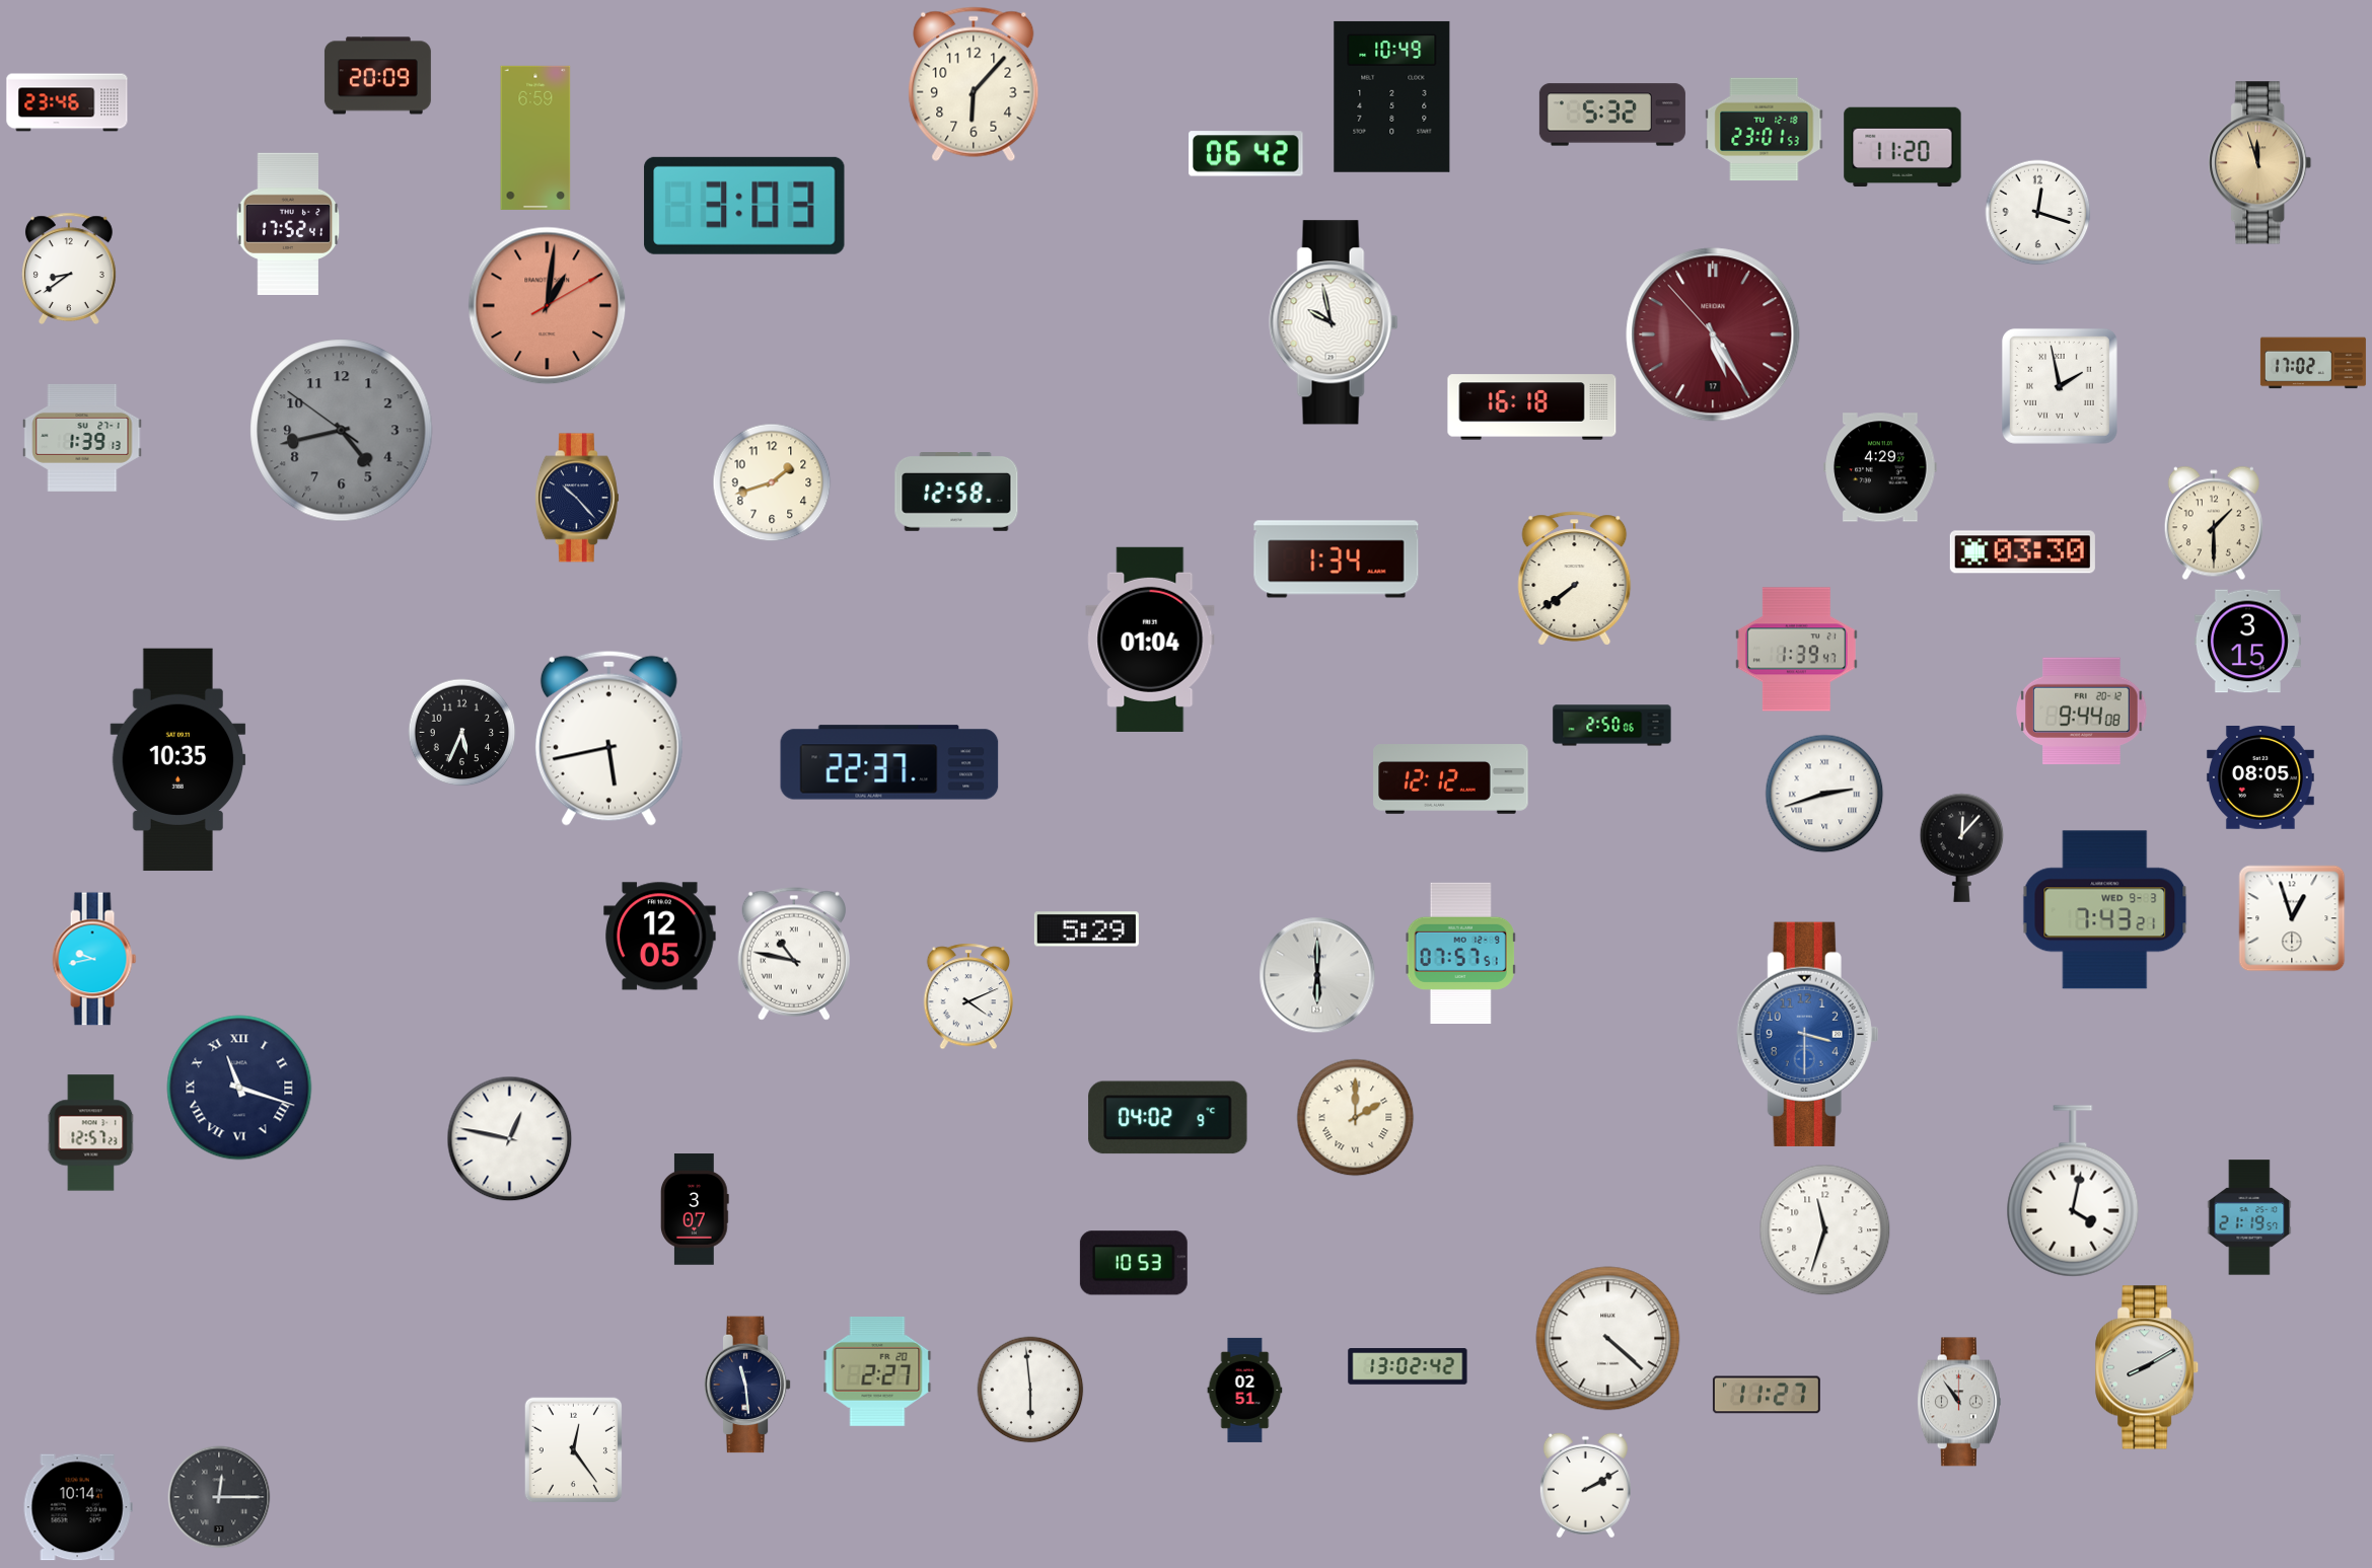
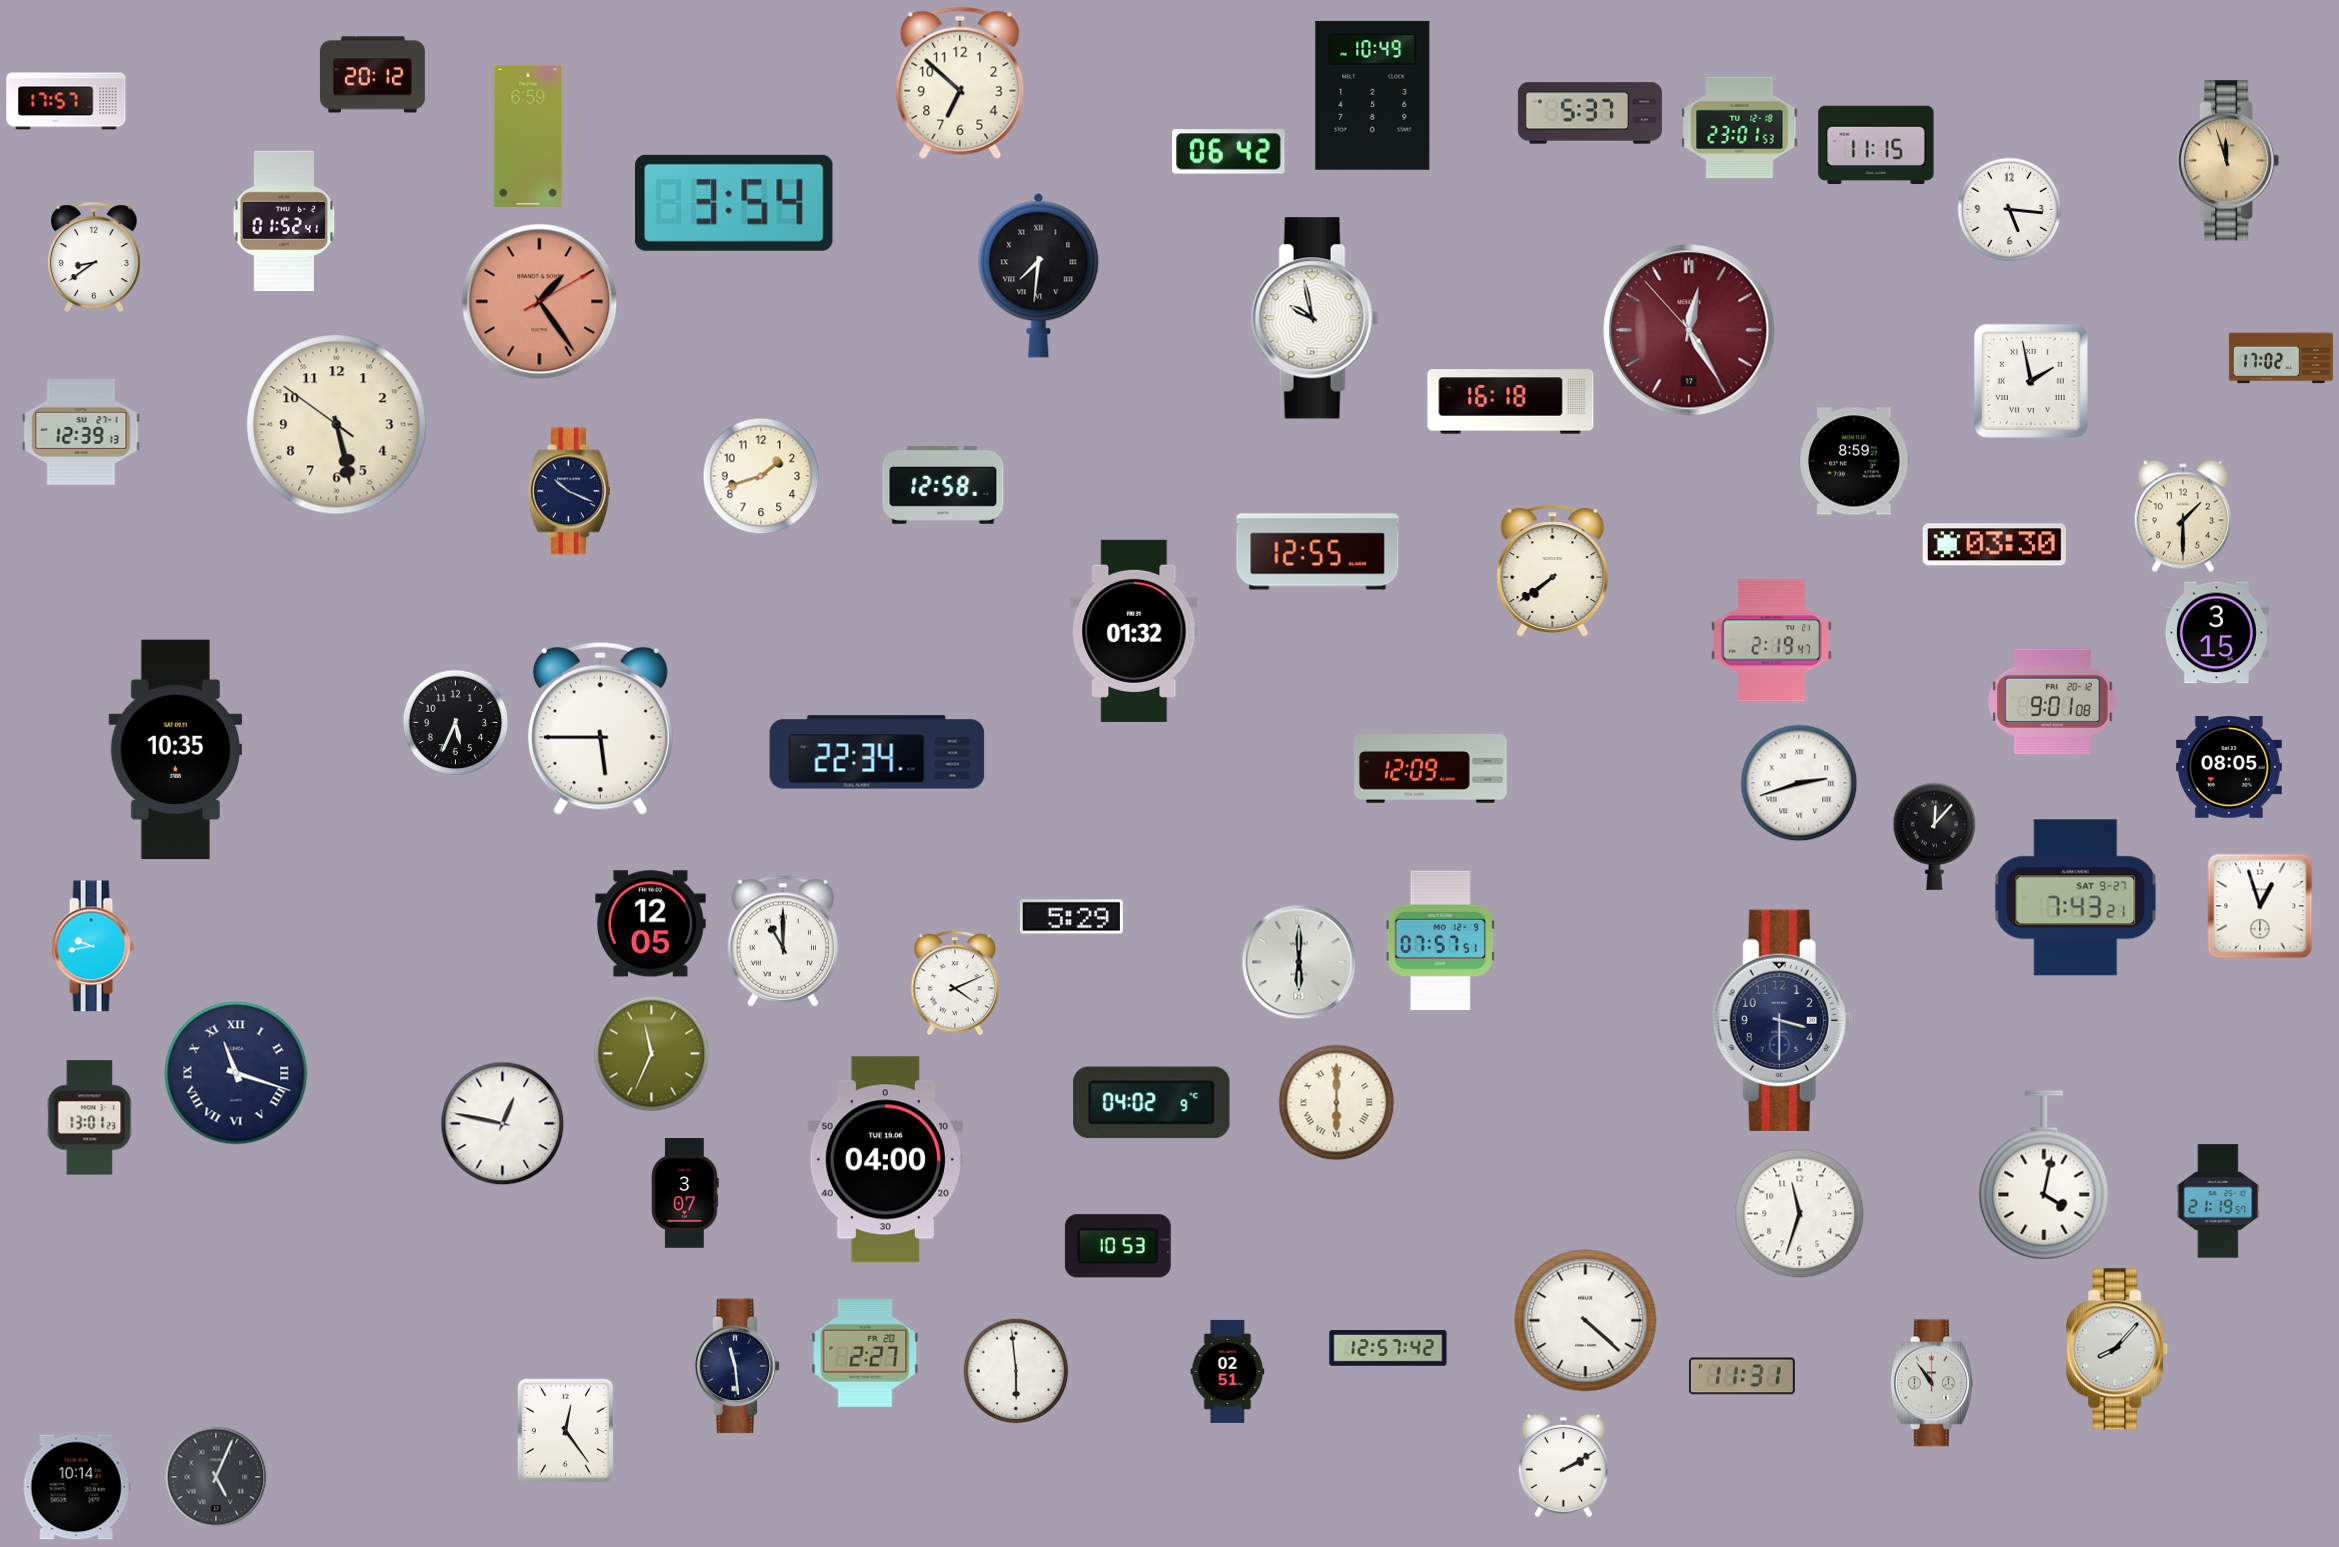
clock at (377, 76): 20:09 -> 20:12
clock at (974, 84): 6:07 -> 6:52
clock at (67, 102): 23:46 -> 17:57
clock at (1612, 115): 5:32 -> 5:37
clock at (1902, 147): 11:20 -> 11:15
clock at (744, 206): 3:03 -> 3:54
clock at (2038, 213): 12:18 -> 5:16
clock at (288, 223): 17:52 -> 01:52
clock at (69, 268) position: (69, 268) -> (94, 256)
clock at (1039, 275): none -> 7:31
clock at (548, 306): 1:01 -> 1:24
clock at (1713, 334): 5:24 -> 12:24
clock at (342, 431): 4:42 -> 5:27
clock at (342, 431) dial: grey -> cream
clock at (82, 438): 1:39 -> 12:39
clock at (1880, 467): 4:29 -> 8:59
clock at (577, 498): 10:23 -> 10:19
clock at (1337, 559): 1:34 -> 12:55
clock at (1150, 640): 01:04 -> 01:32
clock at (1796, 650): 1:39 -> 2:19
clock at (2082, 712): 9:44 -> 9:01
clock at (1612, 726): 2:50 -> none
clock at (608, 738): 5:43 -> 5:45
clock at (889, 762): 22:37 -> 22:34
clock at (1451, 779): 12:12 -> 12:09
clock at (2105, 910) date: WED 9-3 -> SAT 9-27
clock at (794, 954): 10:47 -> 11:00
clock at (1808, 1034) dial: blue -> navy
clock at (652, 1054): none -> 11:34
clock at (1356, 1118): 2:00 -> 6:00
clock at (91, 1133): 12:57 -> 13:01
clock at (885, 1160): none -> 04:00
clock at (1408, 1366): 13:02 -> 12:57
clock at (2148, 1367): 8:10 -> 8:07
clock at (1767, 1395): 11:27 -> 11:31
clock at (219, 1497): 12:15 -> 5:04
